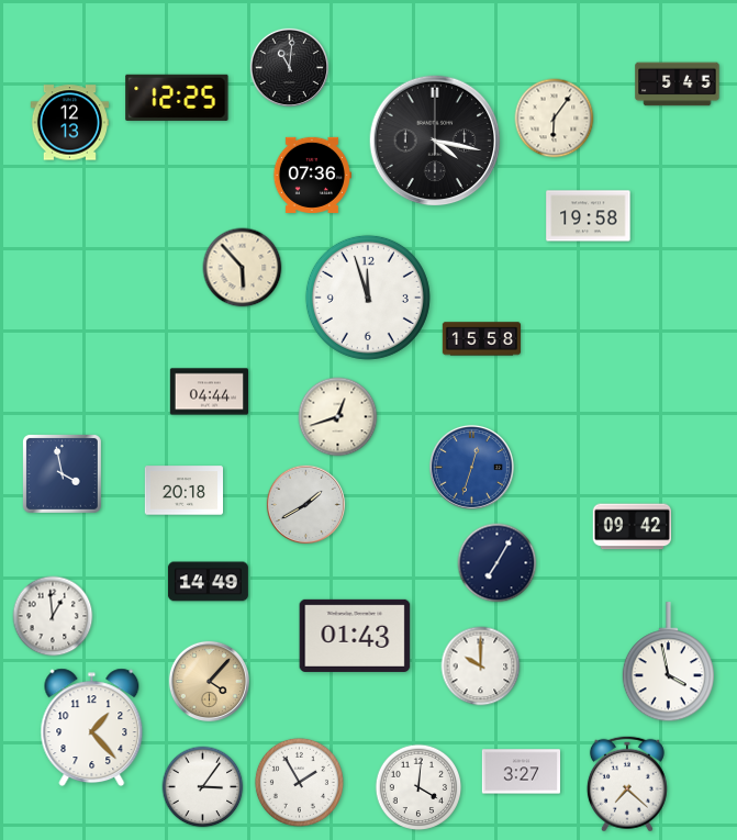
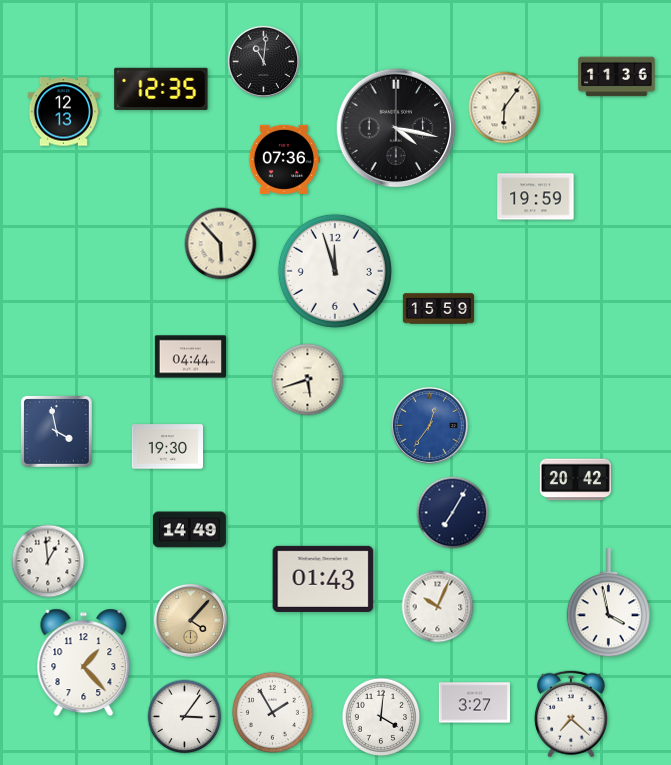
clock at (678, 85): 5:45 -> 11:36
clock at (177, 98): 12:25 -> 12:35
clock at (589, 216): 19:58 -> 19:59
clock at (482, 339): 15:58 -> 15:59
clock at (338, 417): 12:42 -> 5:42
clock at (471, 467): 12:33 -> 12:36
clock at (183, 491): 20:18 -> 19:30
clock at (306, 505): 1:40 -> none
clock at (632, 527): 09:42 -> 20:42
clock at (481, 667): 10:00 -> 10:04
